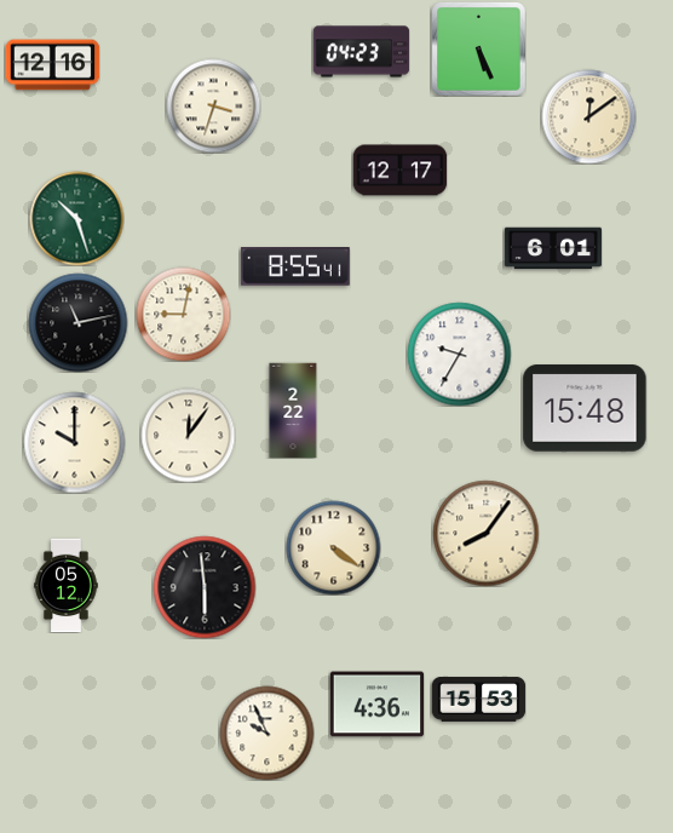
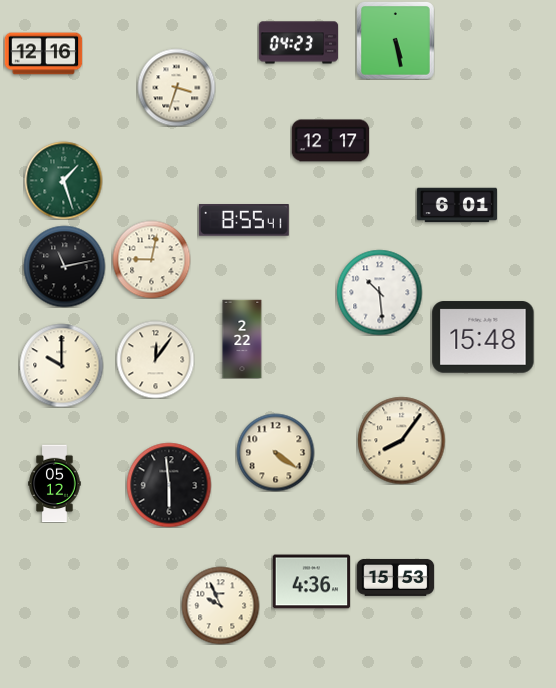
clock at (479, 50): 5:26 -> 5:28
clock at (588, 116): 12:09 -> none
clock at (76, 218): 10:27 -> 1:27
clock at (459, 354): 9:35 -> 10:29
